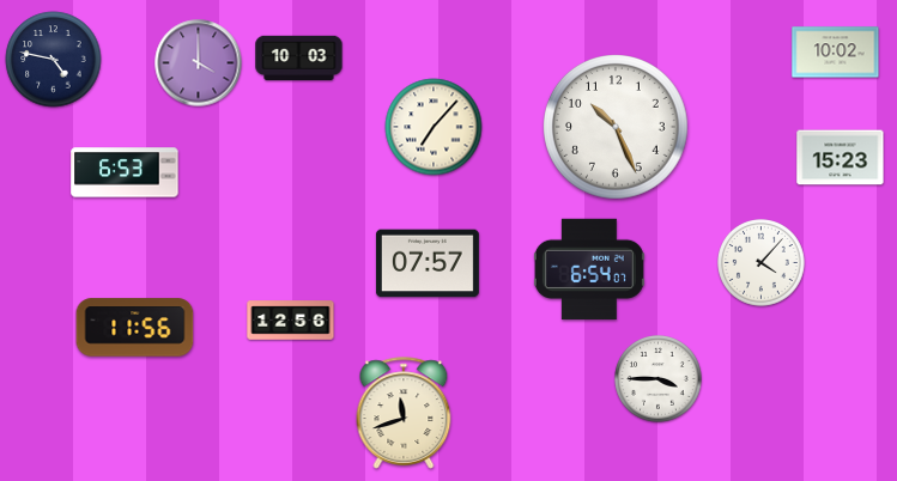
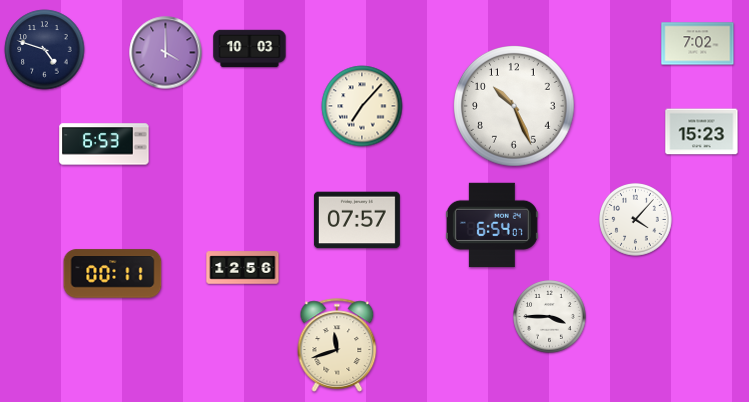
clock at (836, 53): 10:02 -> 7:02
clock at (54, 60): 4:47 -> 4:48
clock at (135, 328): 11:56 -> 00:11
